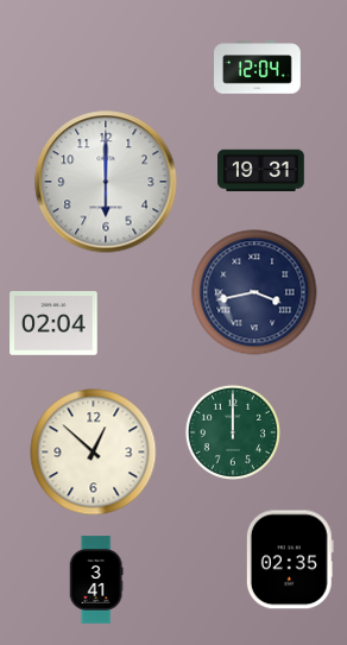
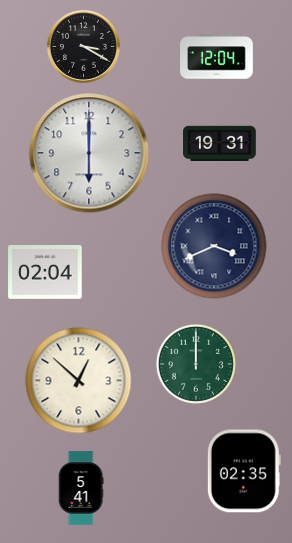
clock at (83, 46): none -> 3:20
clock at (254, 292): 3:43 -> 3:41
clock at (96, 580): 3:41 -> 5:41
